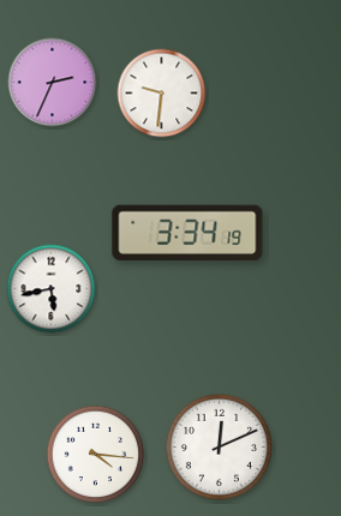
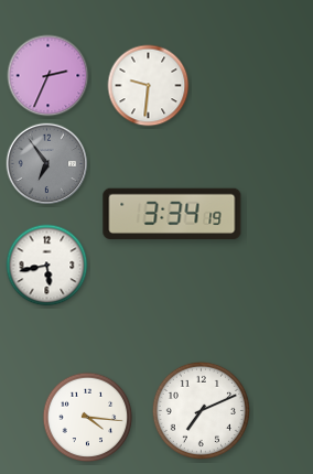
clock at (47, 164): none -> 6:54
clock at (219, 446): 12:11 -> 7:11
